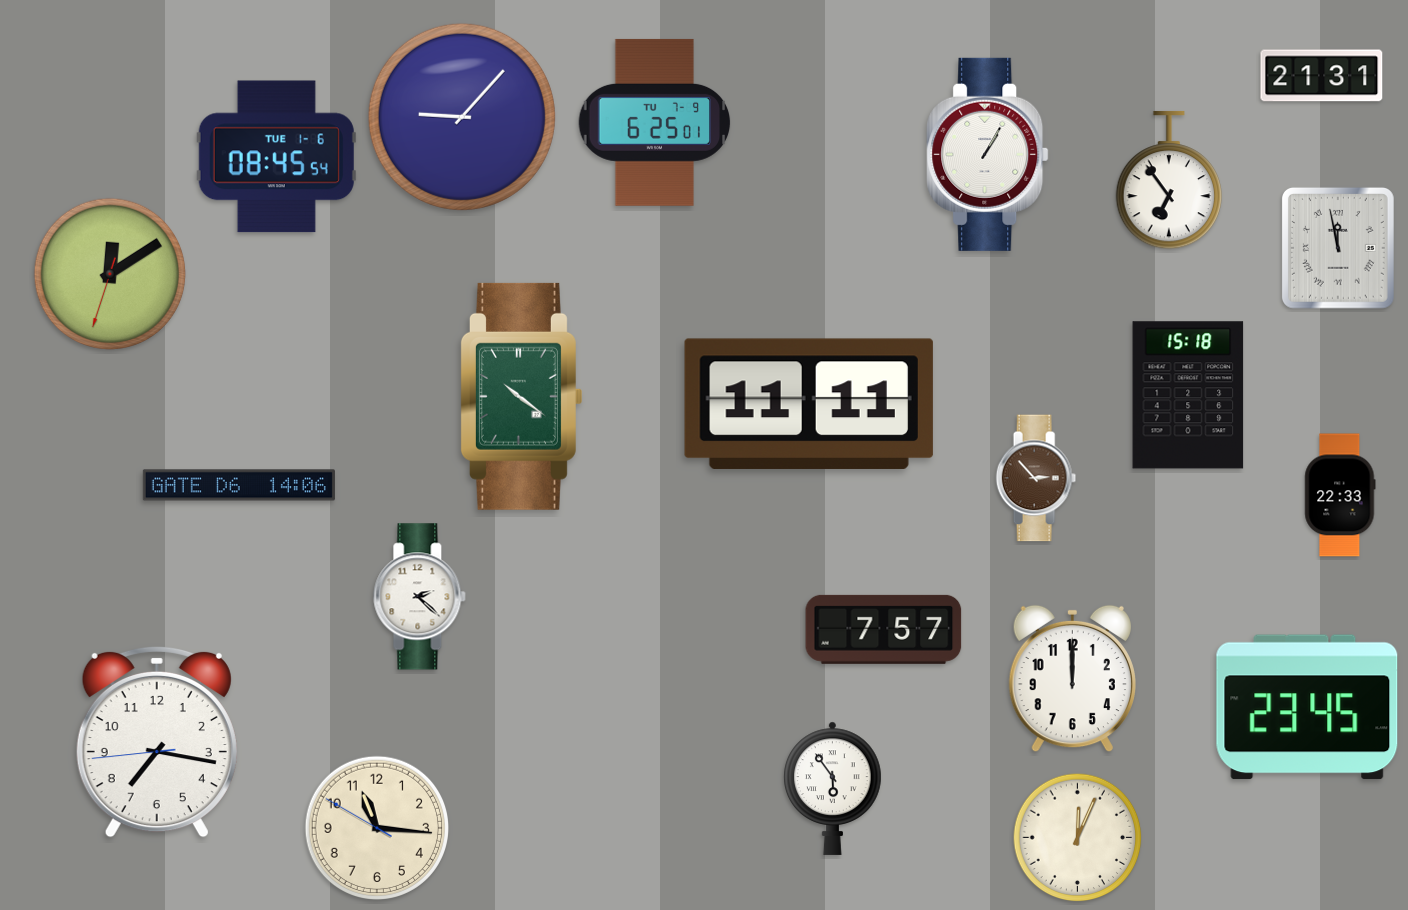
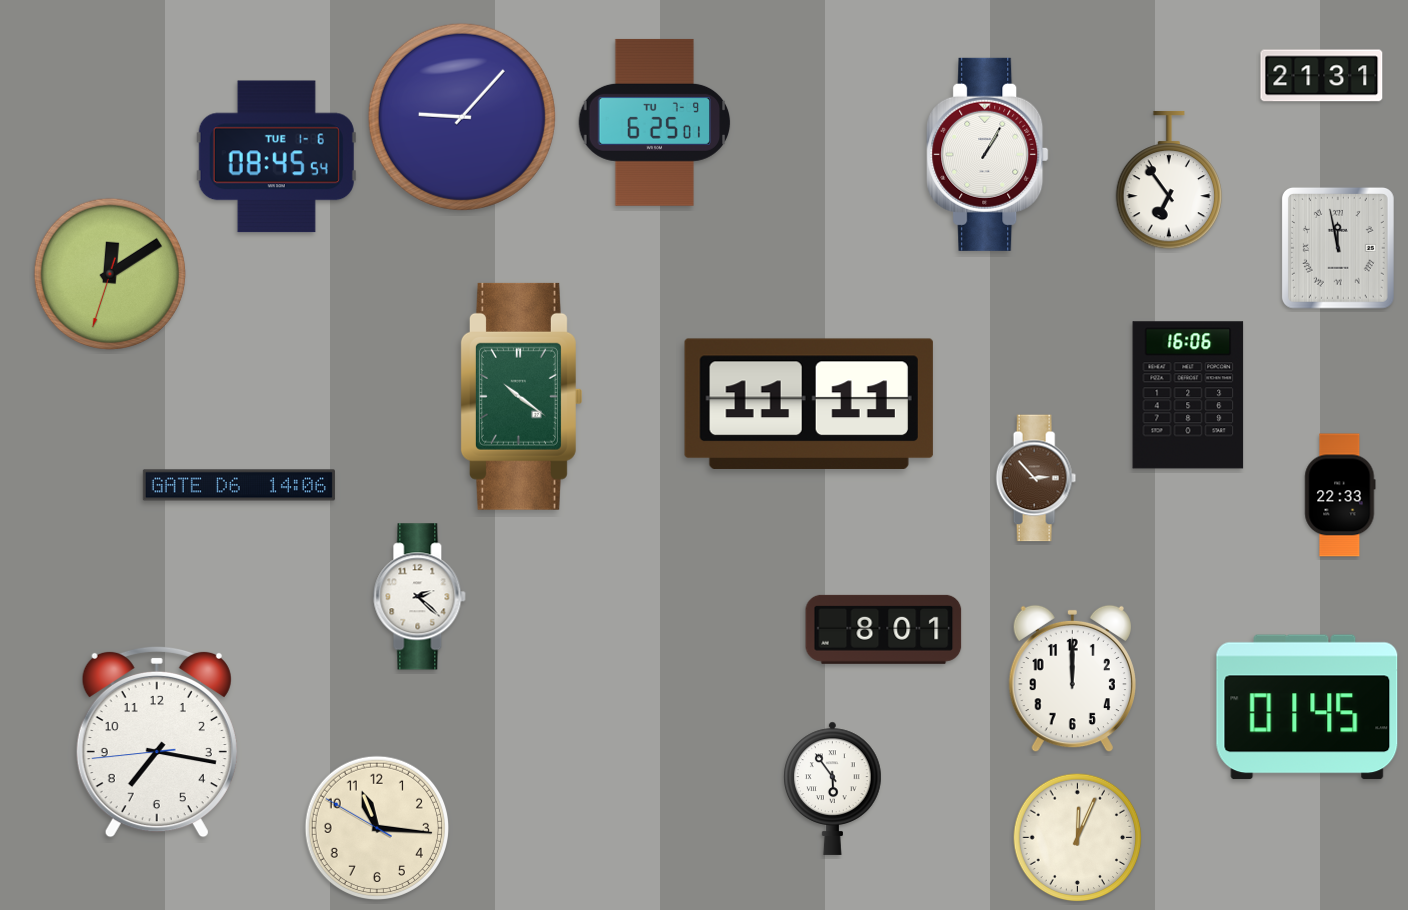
clock at (1188, 395): 15:18 -> 16:06
clock at (884, 629): 7:57 -> 8:01
clock at (1307, 707): 23:45 -> 01:45
